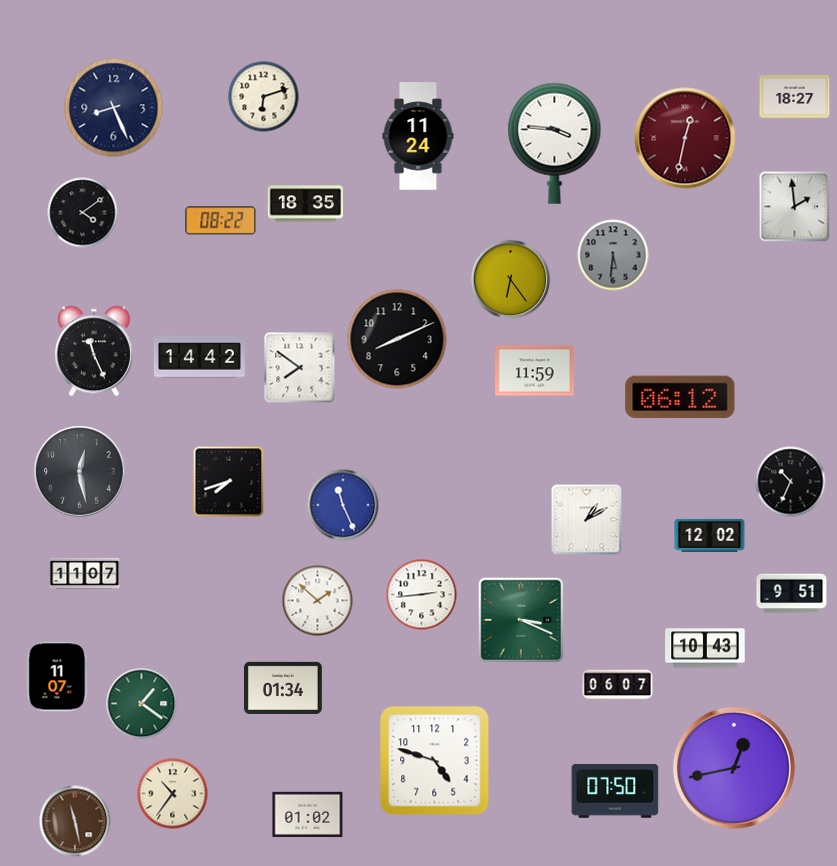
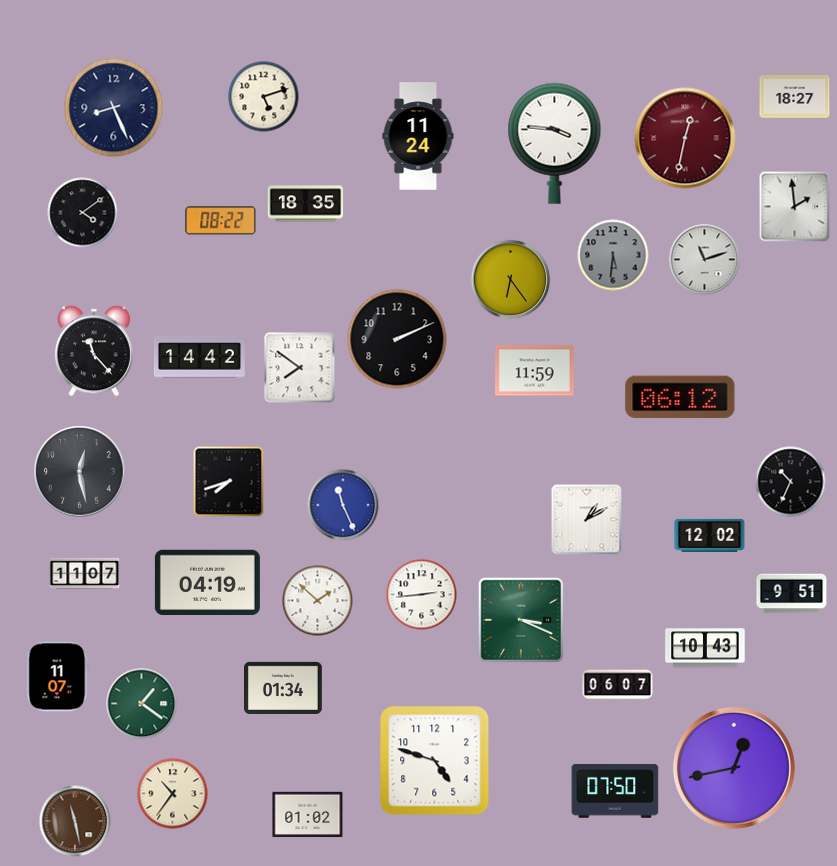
clock at (264, 97): 6:12 -> 5:12
clock at (705, 260): none -> 11:12
clock at (397, 339): 8:11 -> 2:11
clock at (94, 351): 11:26 -> 11:23
clock at (207, 582): none -> 04:19
